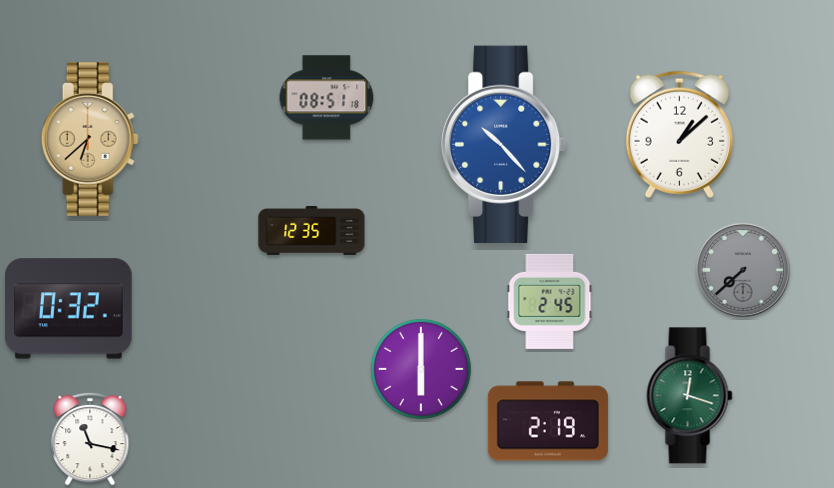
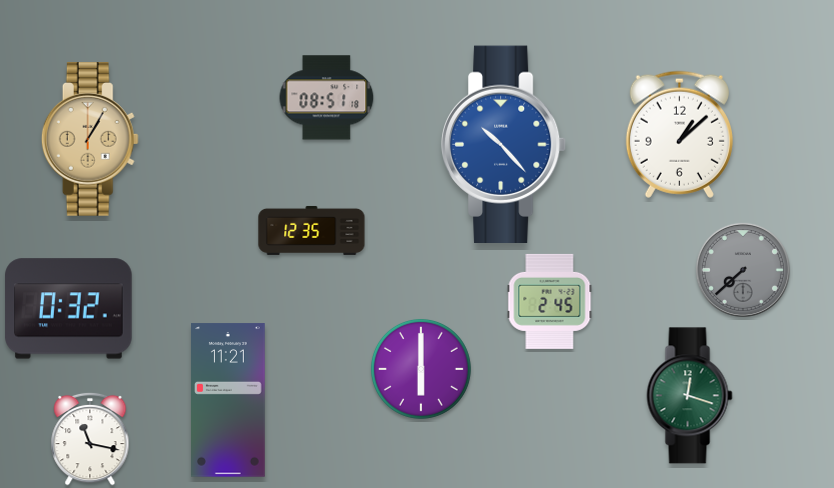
clock at (90, 139): 6:38 -> 1:05
clock at (229, 400): none -> 11:21
clock at (548, 421): 2:19 -> none
